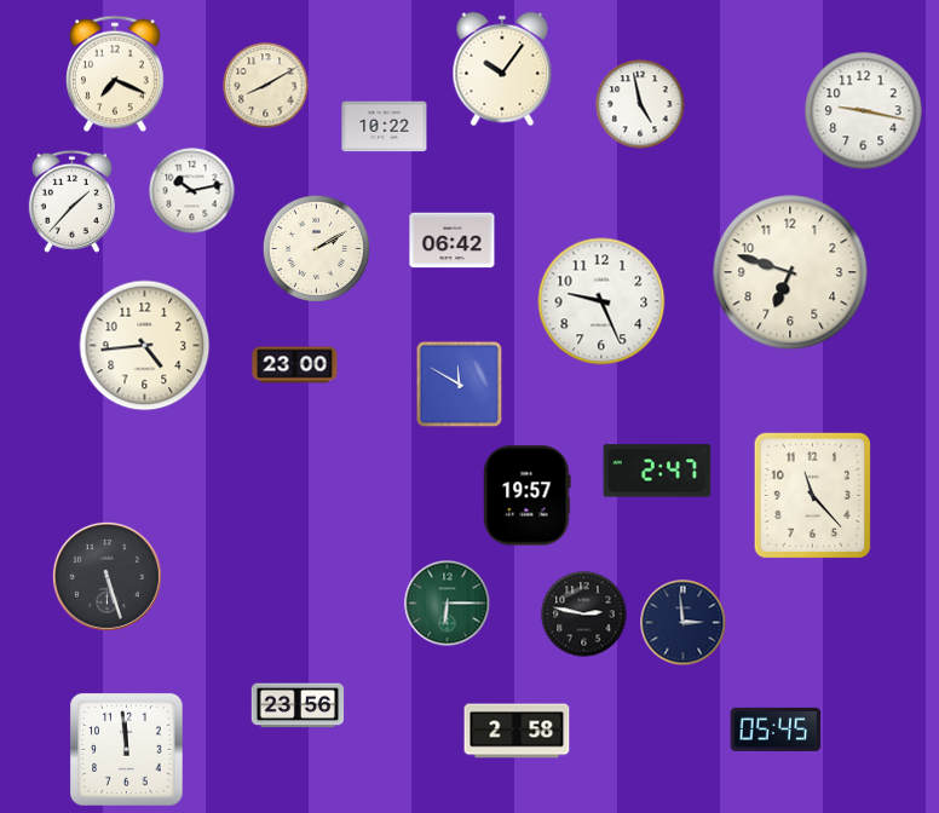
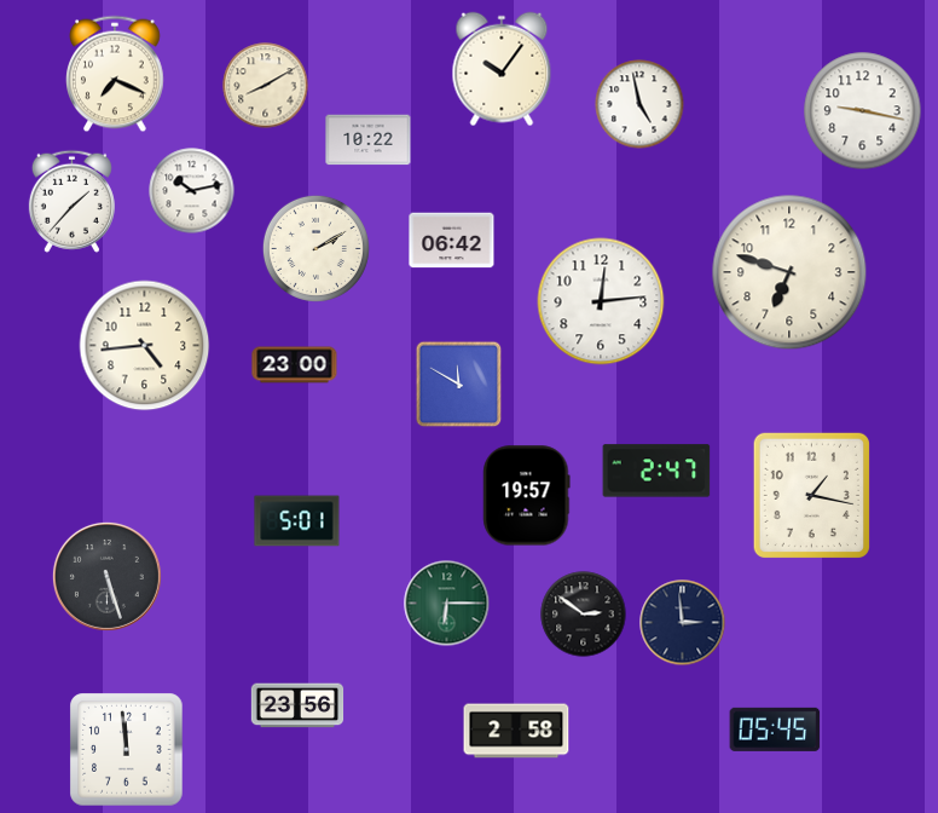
clock at (385, 127) position: (385, 127) -> (369, 140)
clock at (601, 301): 9:26 -> 12:14
clock at (812, 495): 11:23 -> 1:17
clock at (297, 521): none -> 5:01
clock at (584, 615): 2:47 -> 2:51
